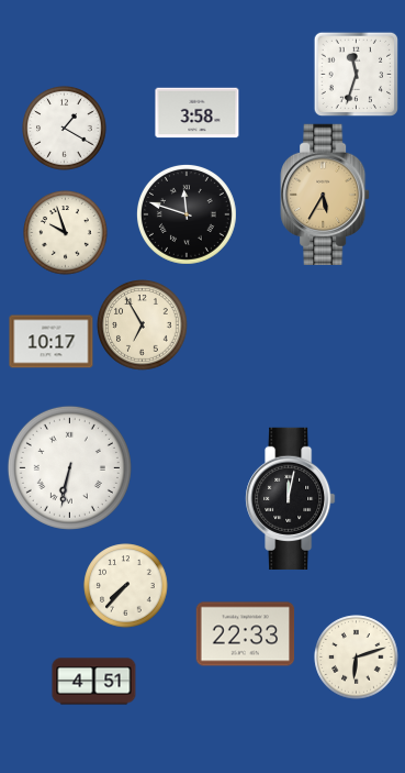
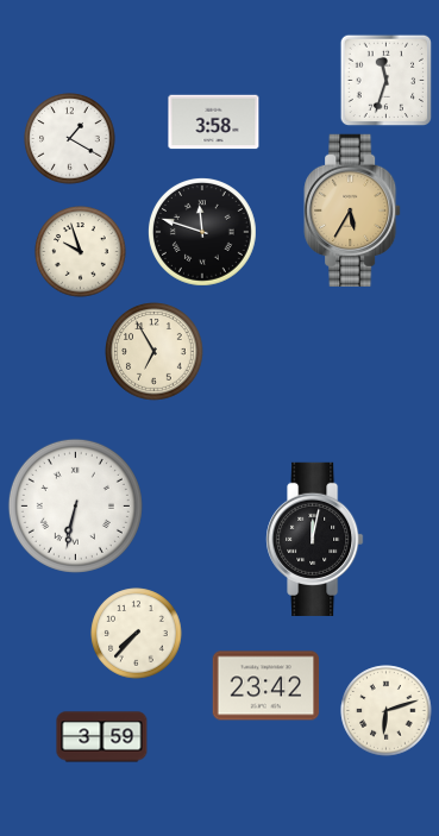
clock at (66, 233) position: (66, 233) -> (81, 252)
clock at (52, 342): 10:17 -> none
clock at (246, 634): 22:33 -> 23:42
clock at (94, 682): 4:51 -> 3:59
